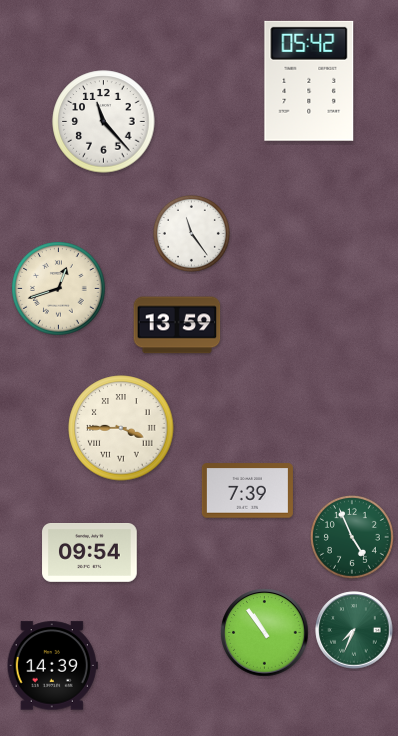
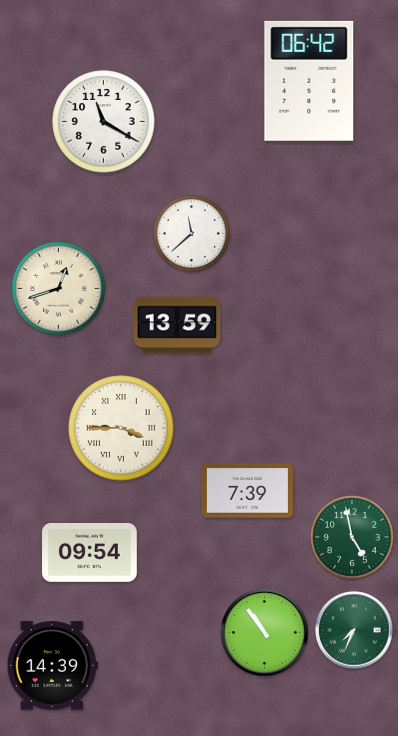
clock at (309, 81): 05:42 -> 06:42
clock at (104, 122): 11:23 -> 11:20
clock at (191, 233): 11:24 -> 11:38
clock at (353, 538): 4:56 -> 4:58
